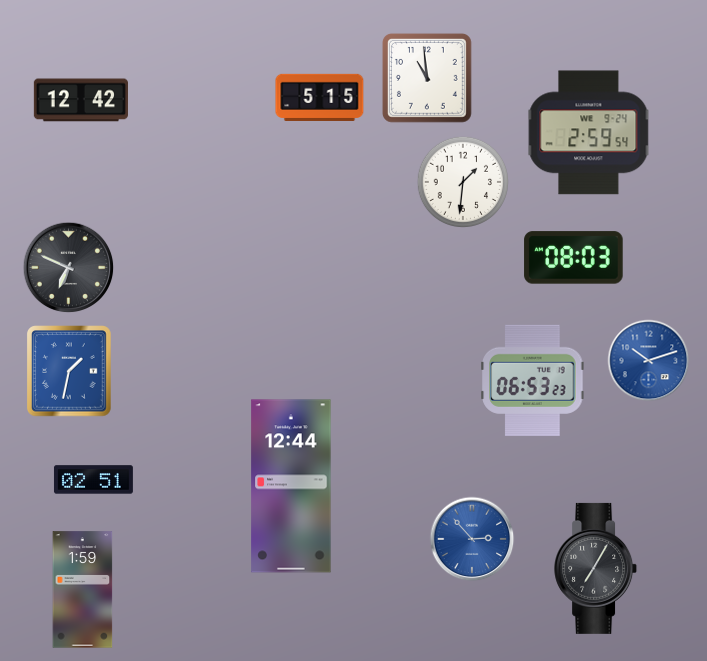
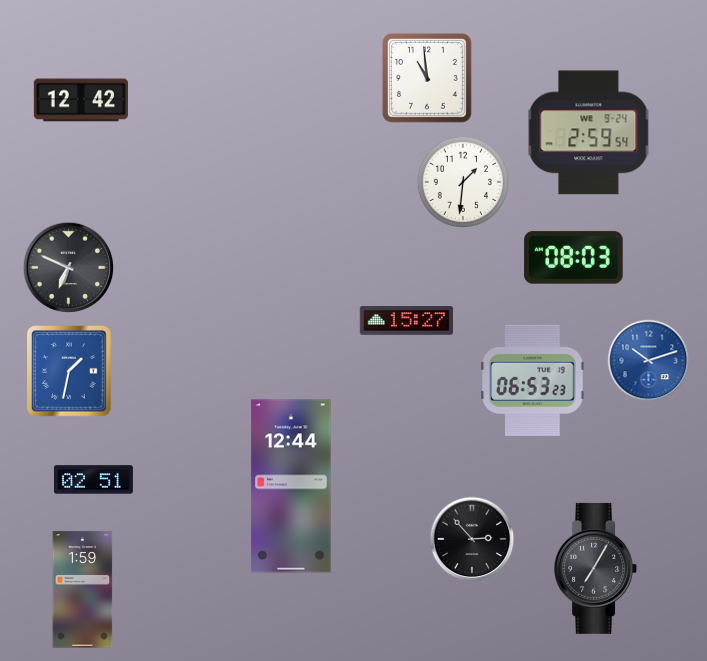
clock at (320, 97): 5:15 -> none
clock at (407, 321): none -> 15:27
clock at (472, 539) dial: blue -> black
